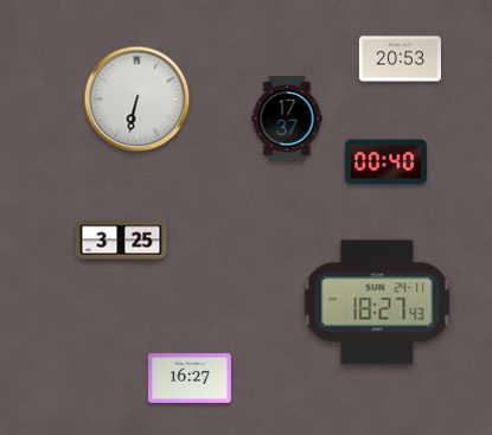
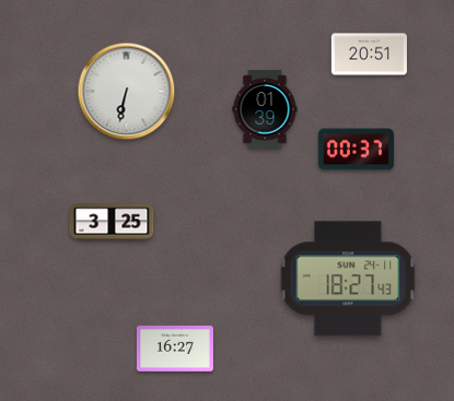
clock at (400, 59): 20:53 -> 20:51
clock at (287, 119): 17:37 -> 01:39
clock at (385, 162): 00:40 -> 00:37
